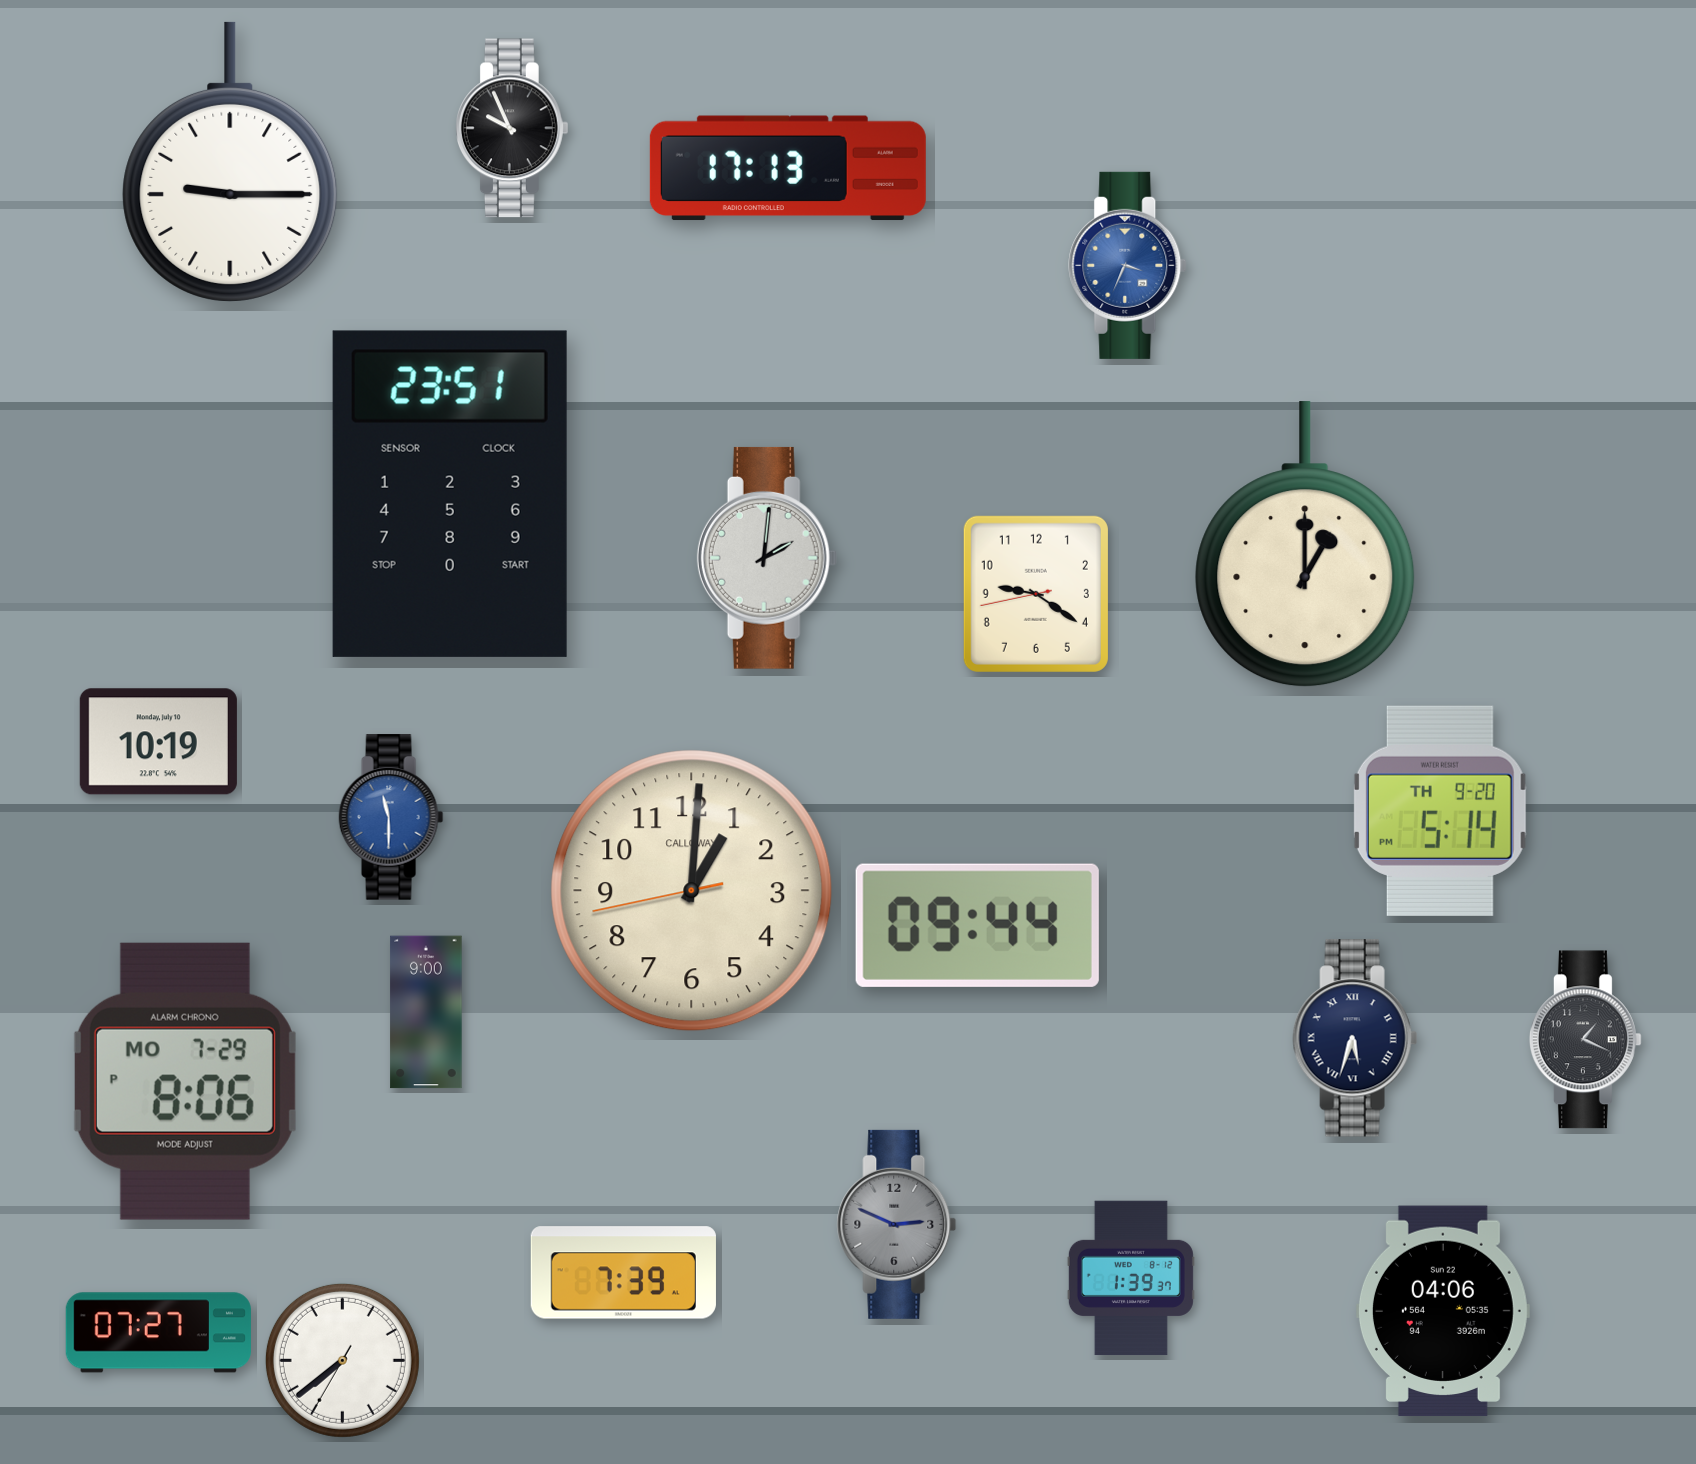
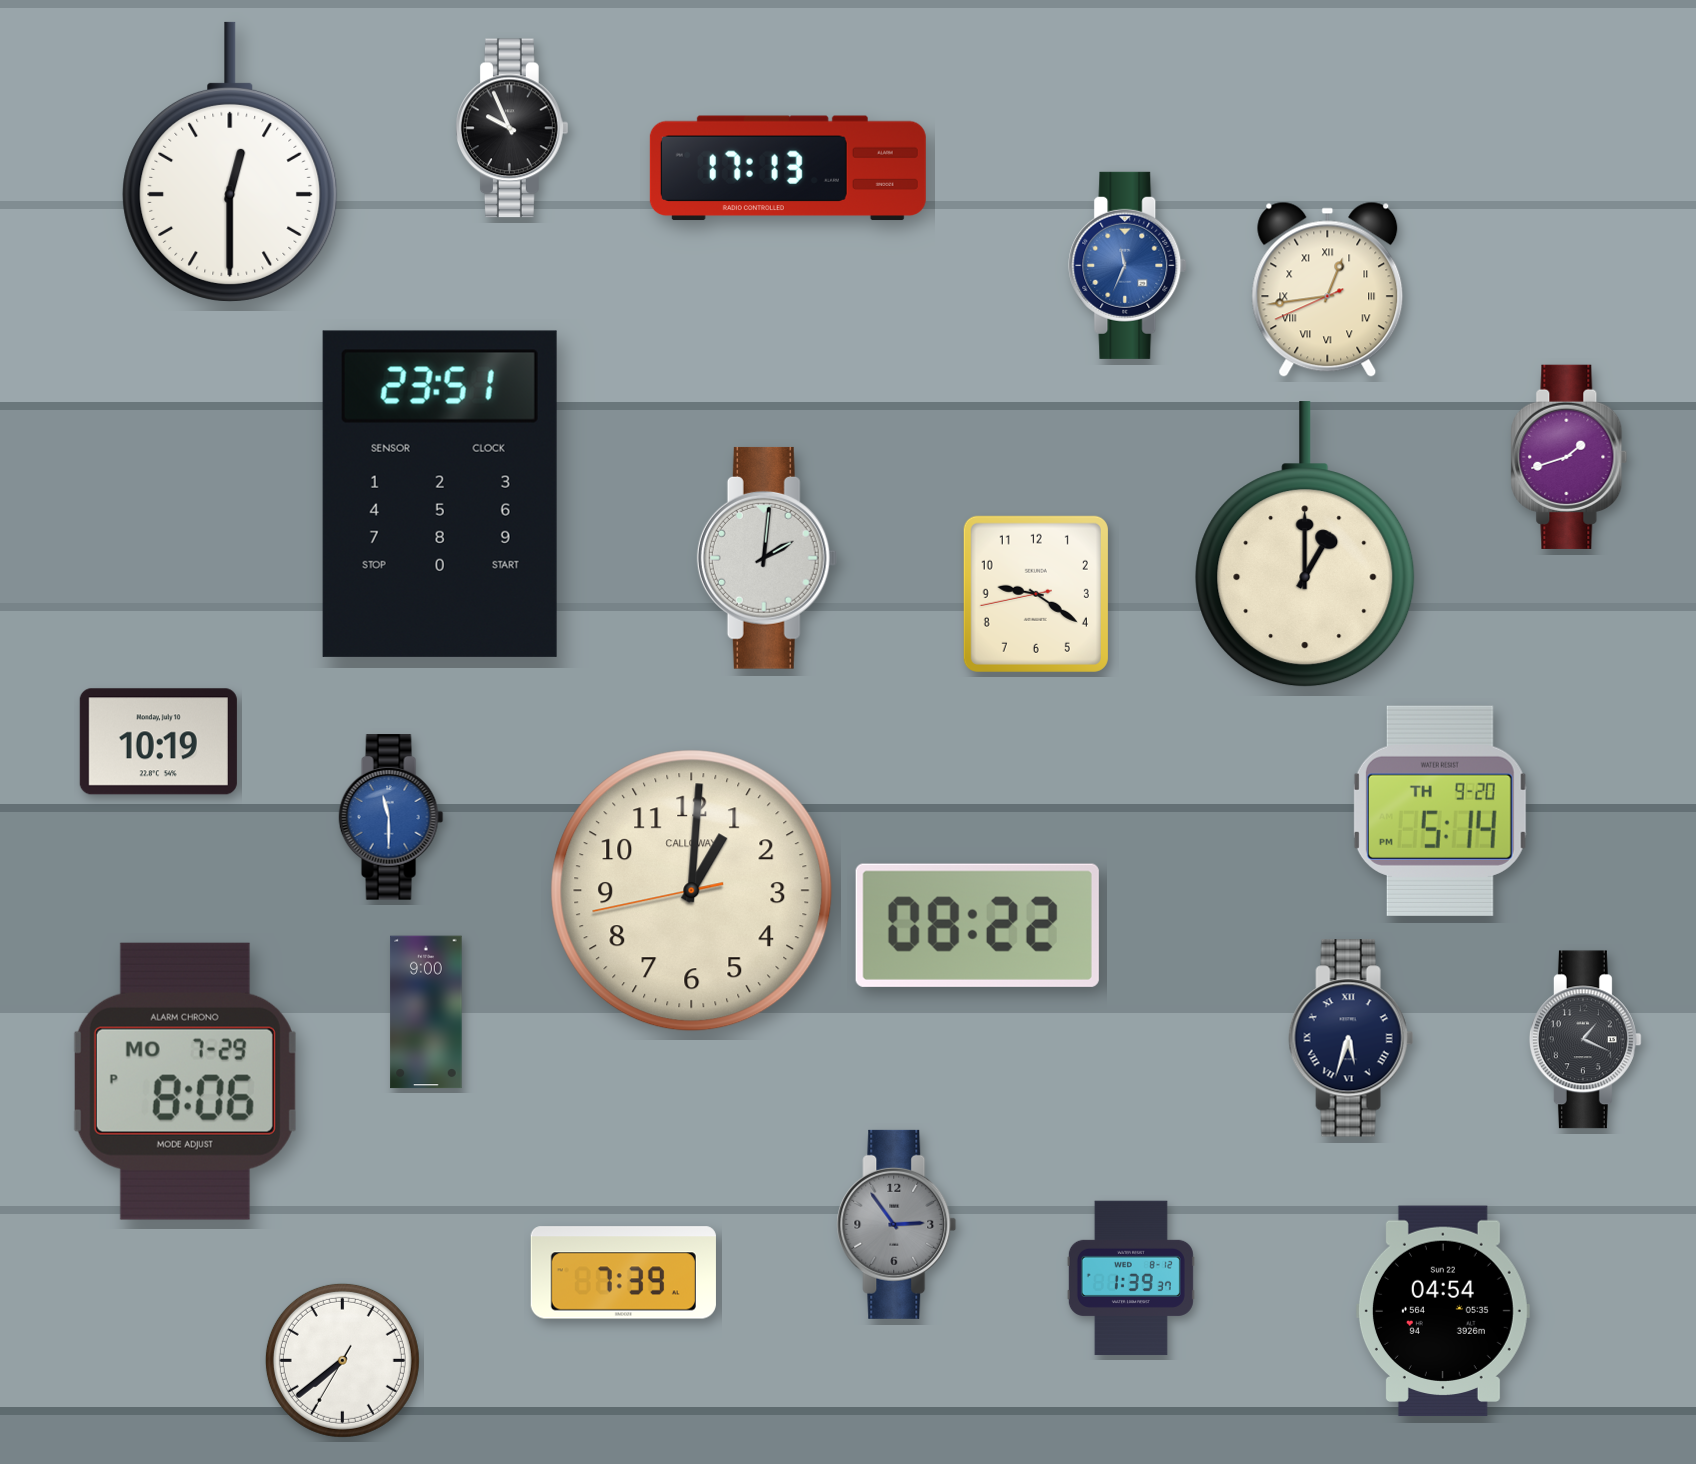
clock at (230, 162): 9:15 -> 12:30
clock at (1128, 265): 3:34 -> 11:34
clock at (1328, 289): none -> 12:43
clock at (1569, 457): none -> 1:42
clock at (450, 494) position: (450, 494) -> (440, 494)
clock at (977, 925): 09:44 -> 08:22
clock at (1355, 1038) position: (1355, 1038) -> (1351, 1038)
clock at (897, 1224): 2:49 -> 2:54
clock at (1443, 1311): 04:06 -> 04:54
clock at (158, 1333): 07:27 -> none
